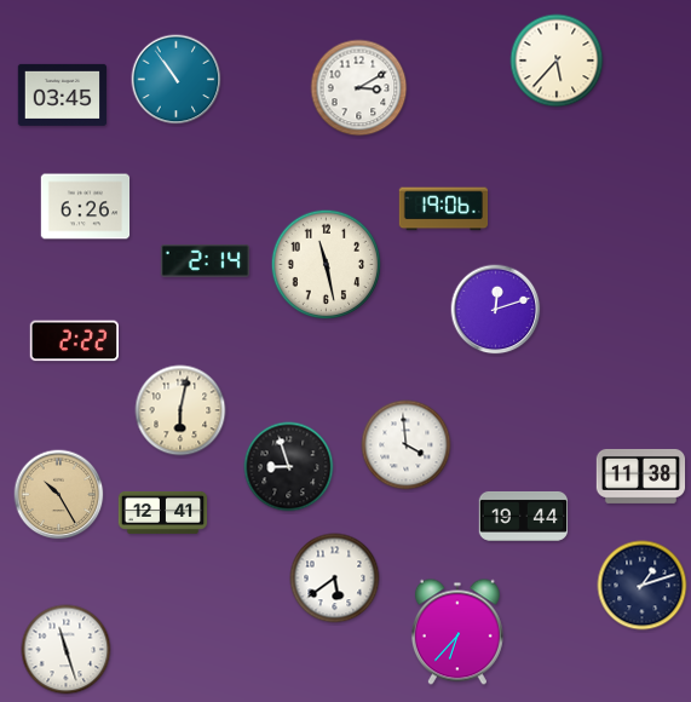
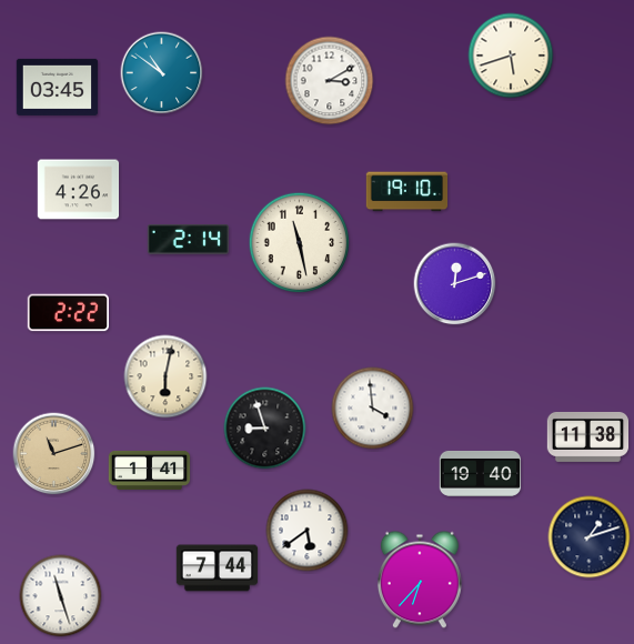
clock at (557, 61): 5:37 -> 5:42
clock at (177, 80): 10:54 -> 10:51
clock at (86, 207): 6:26 -> 4:26
clock at (444, 209): 19:06 -> 19:10
clock at (59, 495): 10:25 -> 11:12
clock at (163, 512): 12:41 -> 1:41
clock at (524, 516): 19:44 -> 19:40
clock at (218, 568): none -> 7:44
